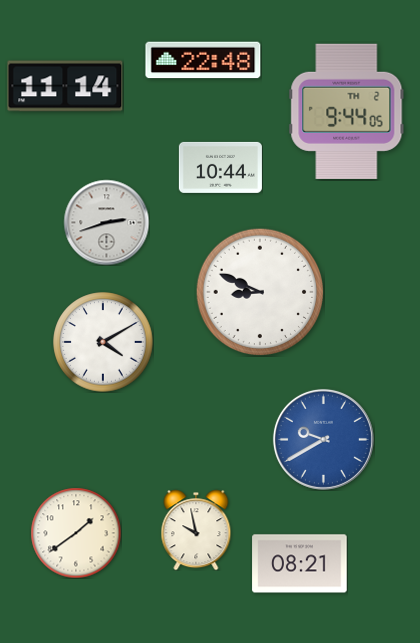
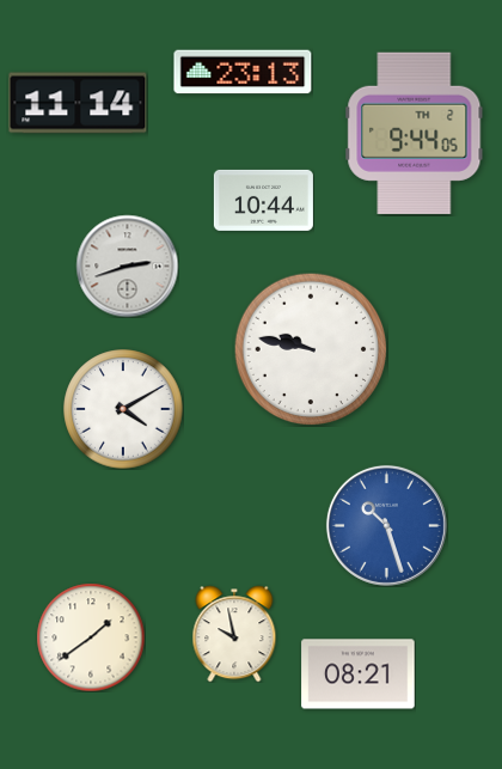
clock at (203, 60): 22:48 -> 23:13
clock at (260, 292): 8:49 -> 9:47
clock at (323, 439): 9:40 -> 10:27
